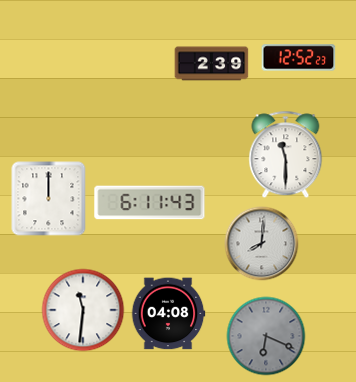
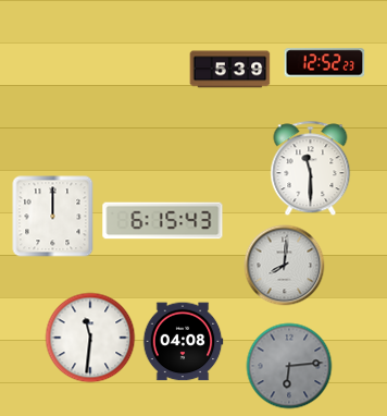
clock at (212, 64): 2:39 -> 5:39
clock at (150, 203): 6:11 -> 6:15
clock at (266, 336): 6:19 -> 6:14
